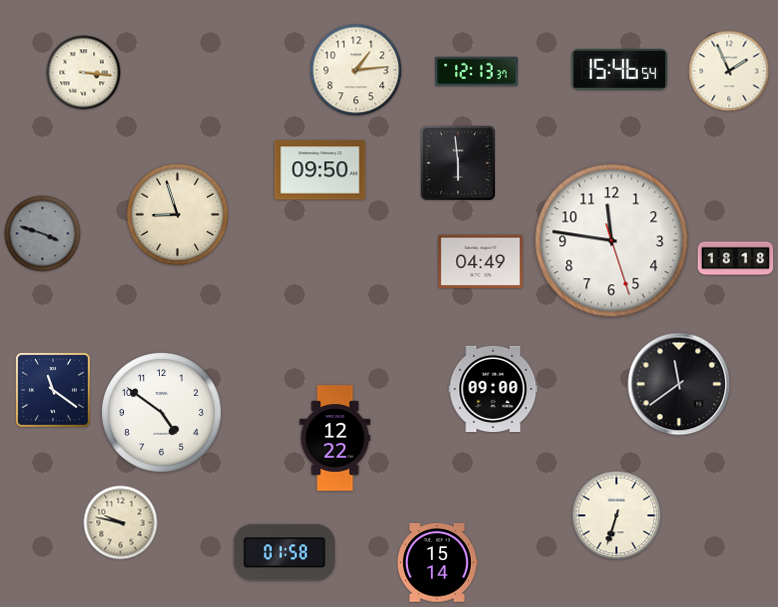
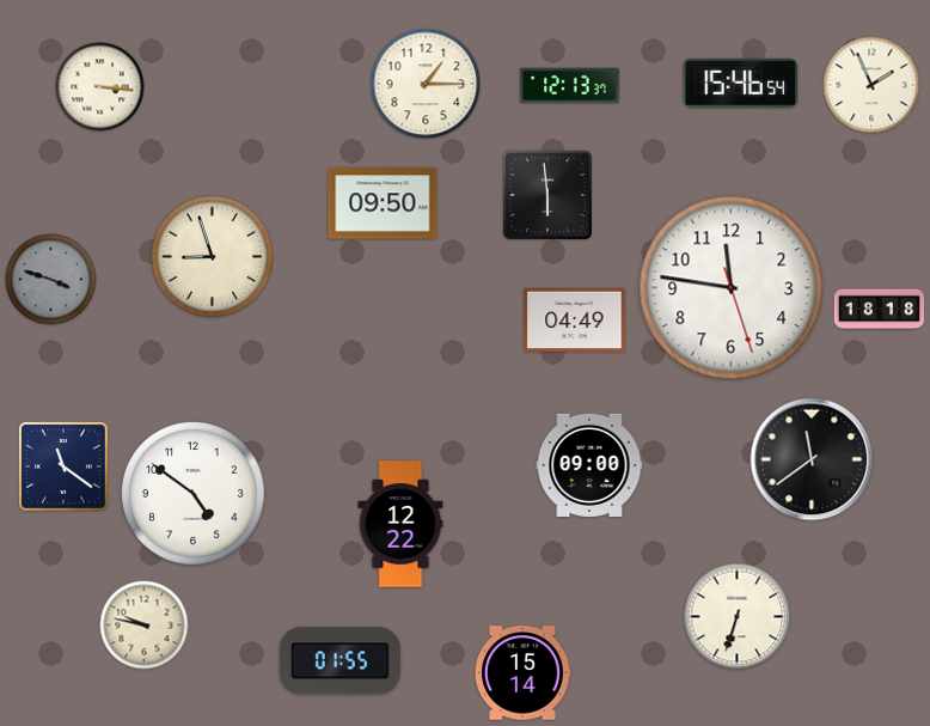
clock at (356, 70): 1:14 -> 1:15
clock at (481, 262) position: (481, 262) -> (575, 321)
clock at (284, 553): 01:58 -> 01:55
